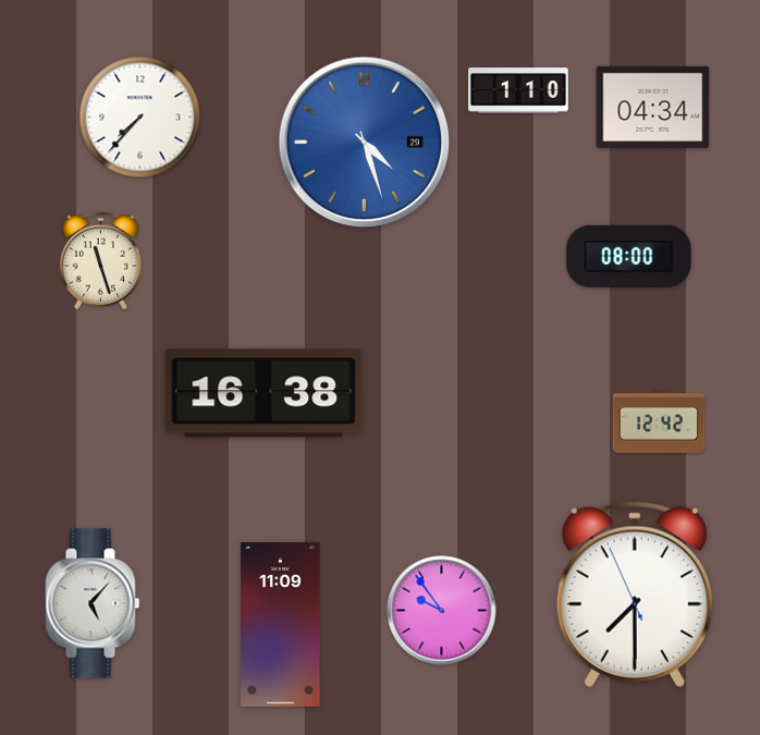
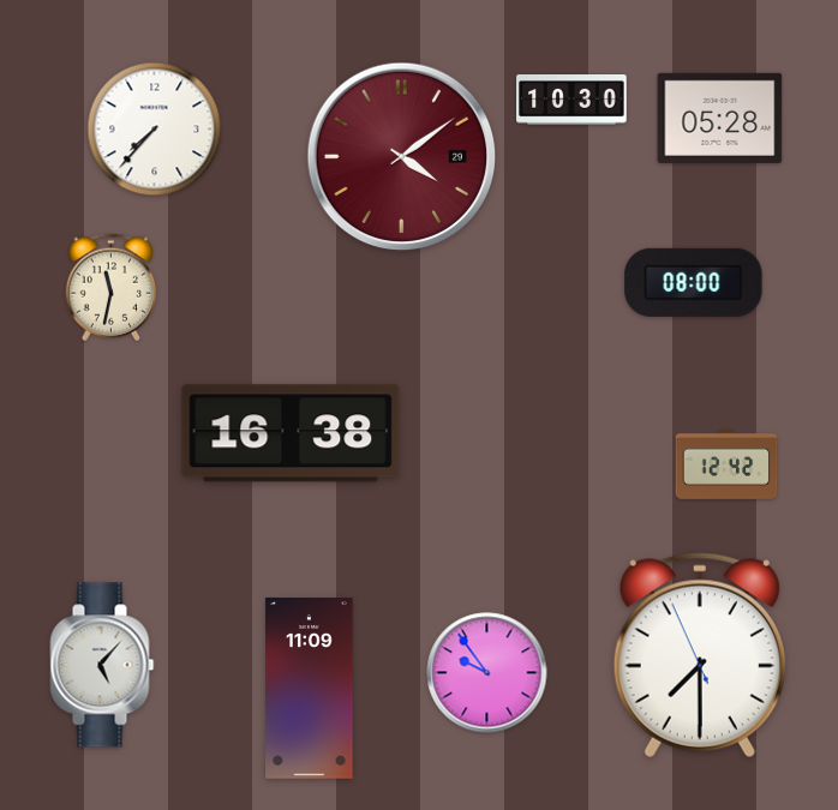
clock at (518, 90): 1:10 -> 10:30
clock at (653, 107): 04:34 -> 05:28
clock at (365, 143): 4:27 -> 4:09
clock at (365, 143) dial: blue -> burgundy
clock at (100, 261): 11:27 -> 11:32
